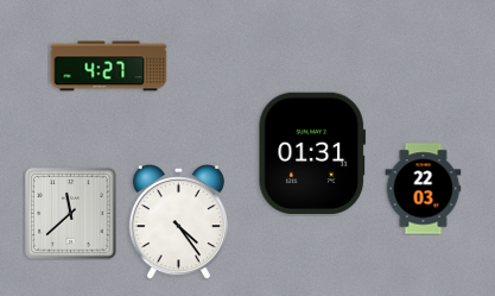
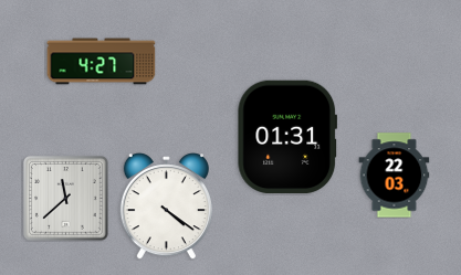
clock at (312, 153) position: (312, 153) -> (287, 137)
clock at (178, 222): 4:24 -> 4:21
